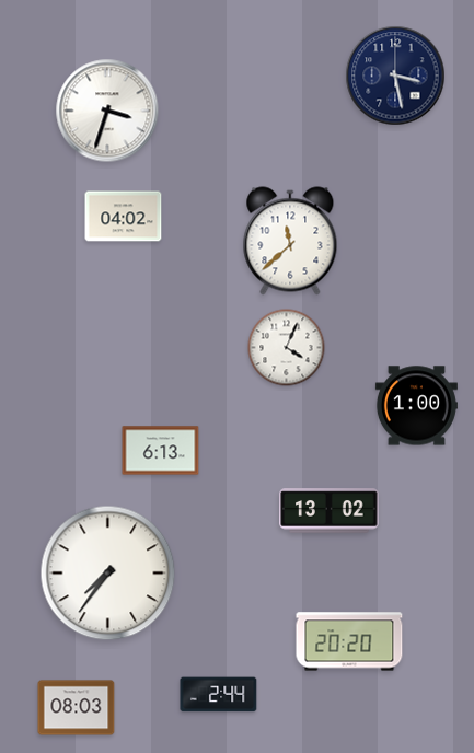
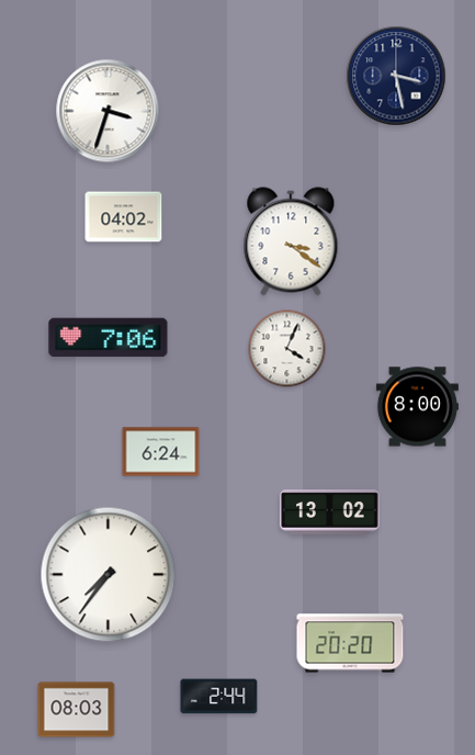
clock at (290, 241): 11:38 -> 3:21
clock at (109, 338): none -> 7:06
clock at (416, 406): 1:00 -> 8:00
clock at (161, 451): 6:13 -> 6:24
